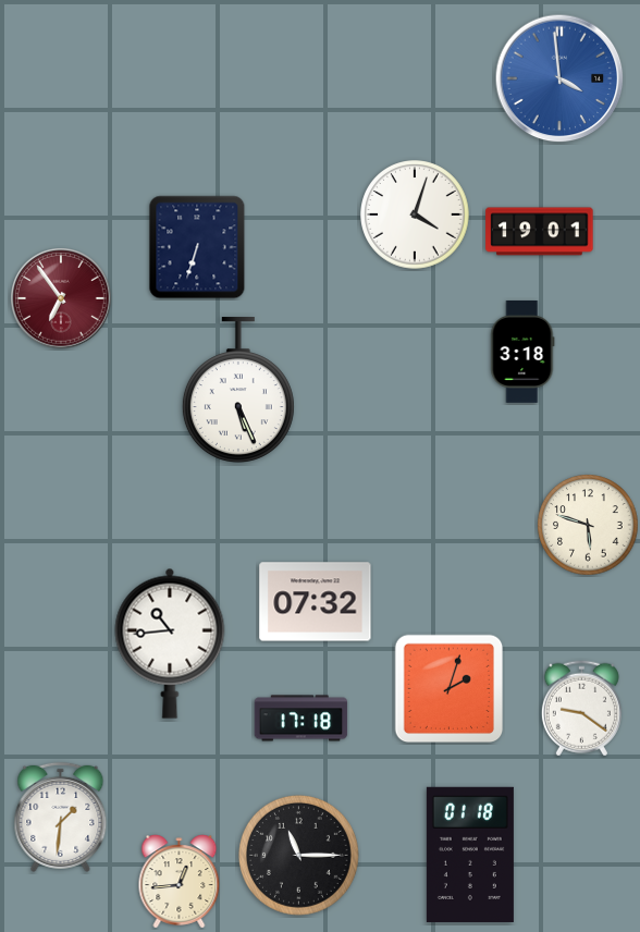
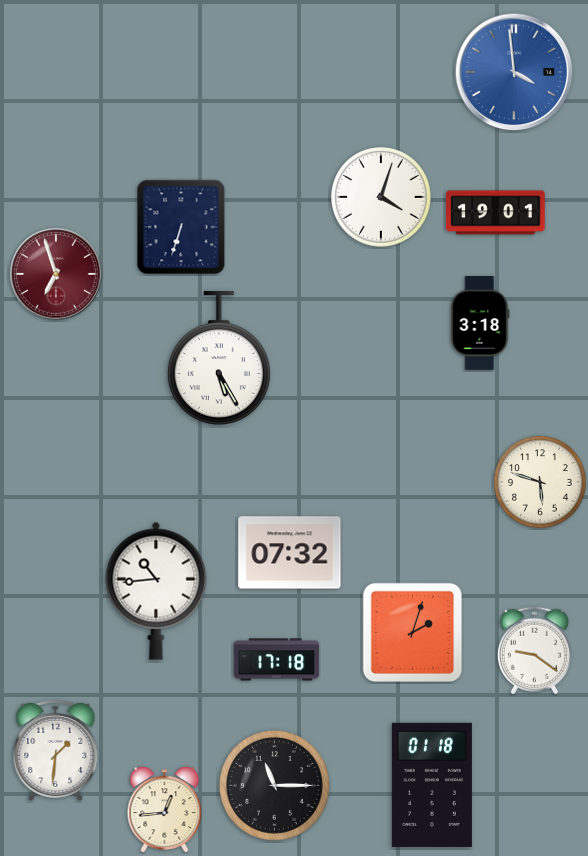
clock at (61, 298): 6:54 -> 6:57
clock at (238, 390): 5:26 -> 5:25
